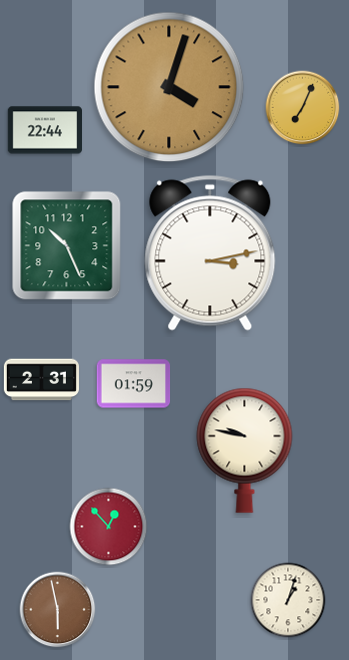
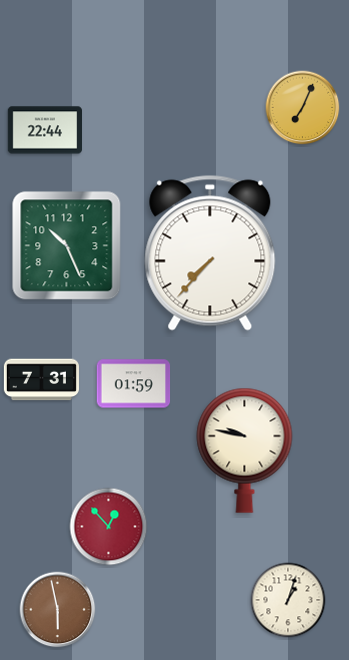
clock at (169, 87): 4:03 -> none
clock at (210, 253): 3:13 -> 7:37
clock at (41, 380): 2:31 -> 7:31
